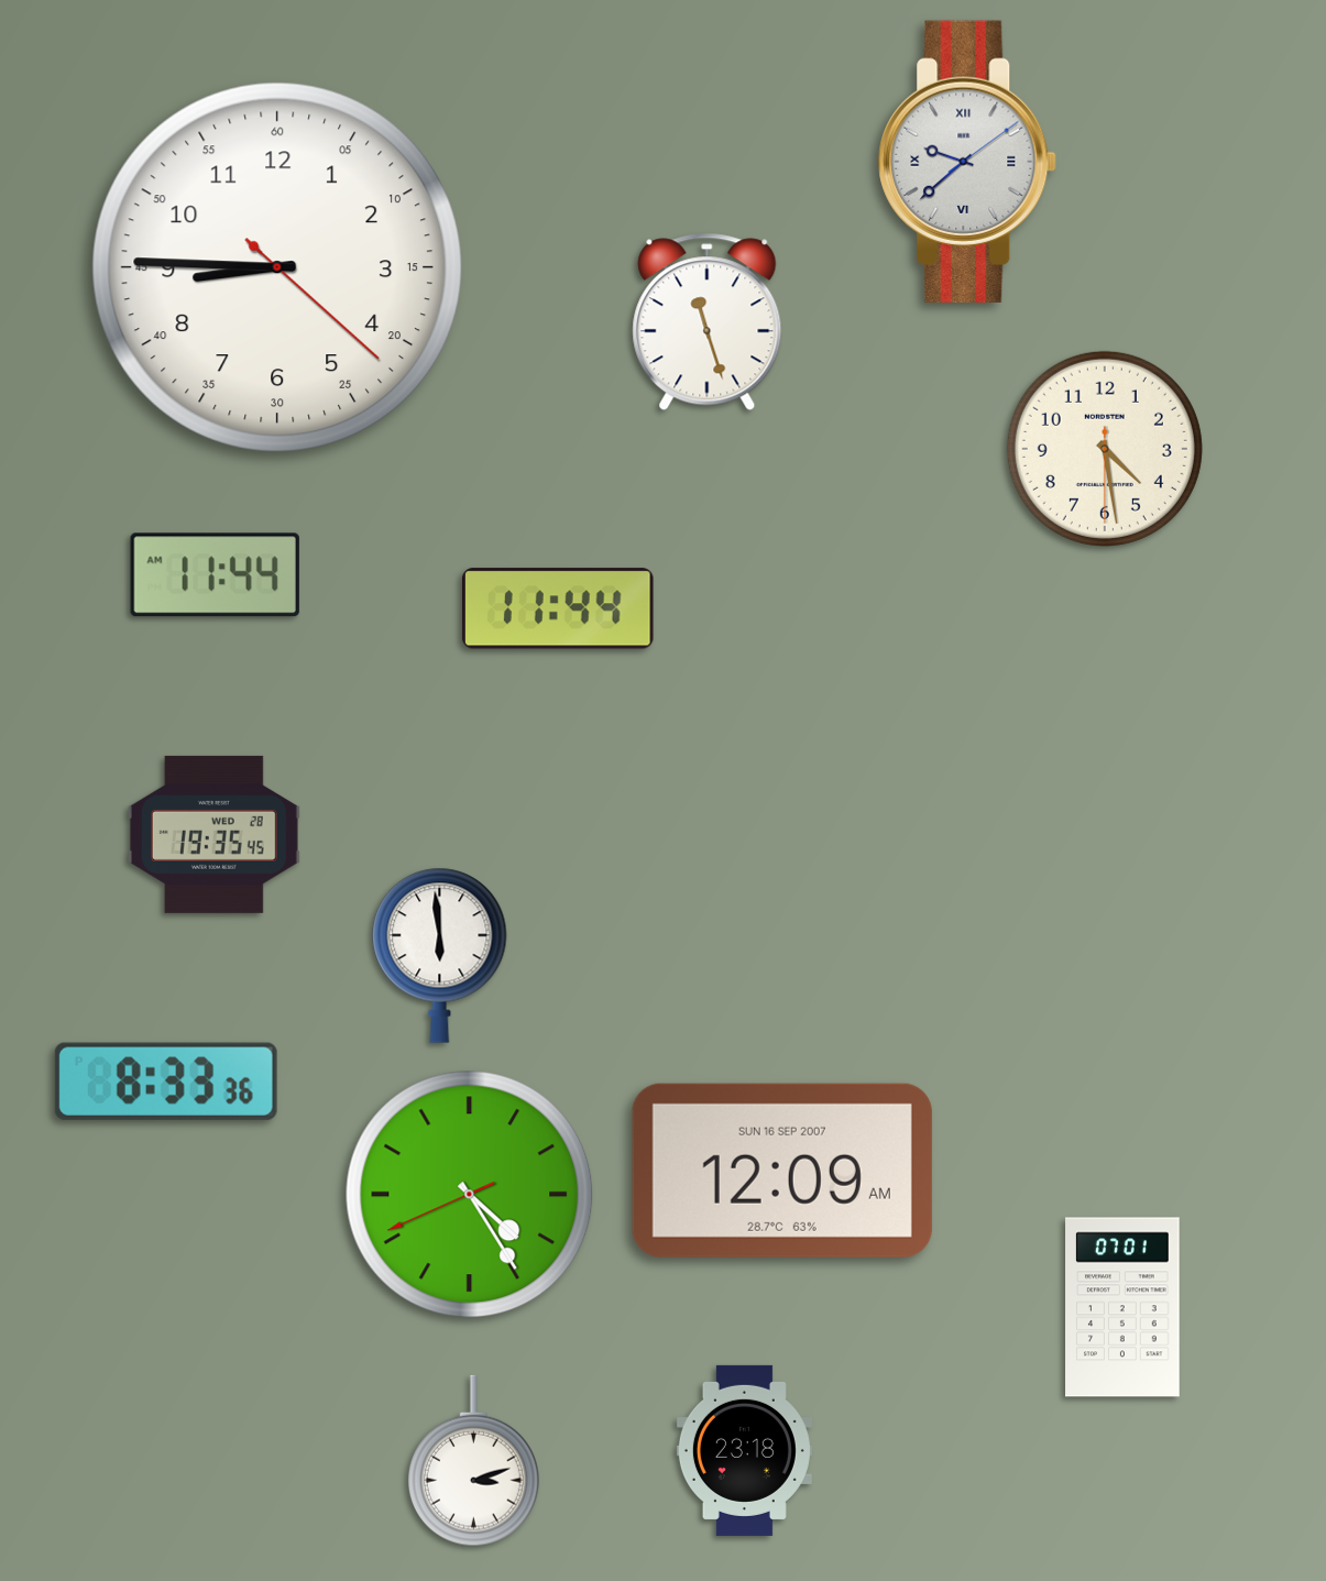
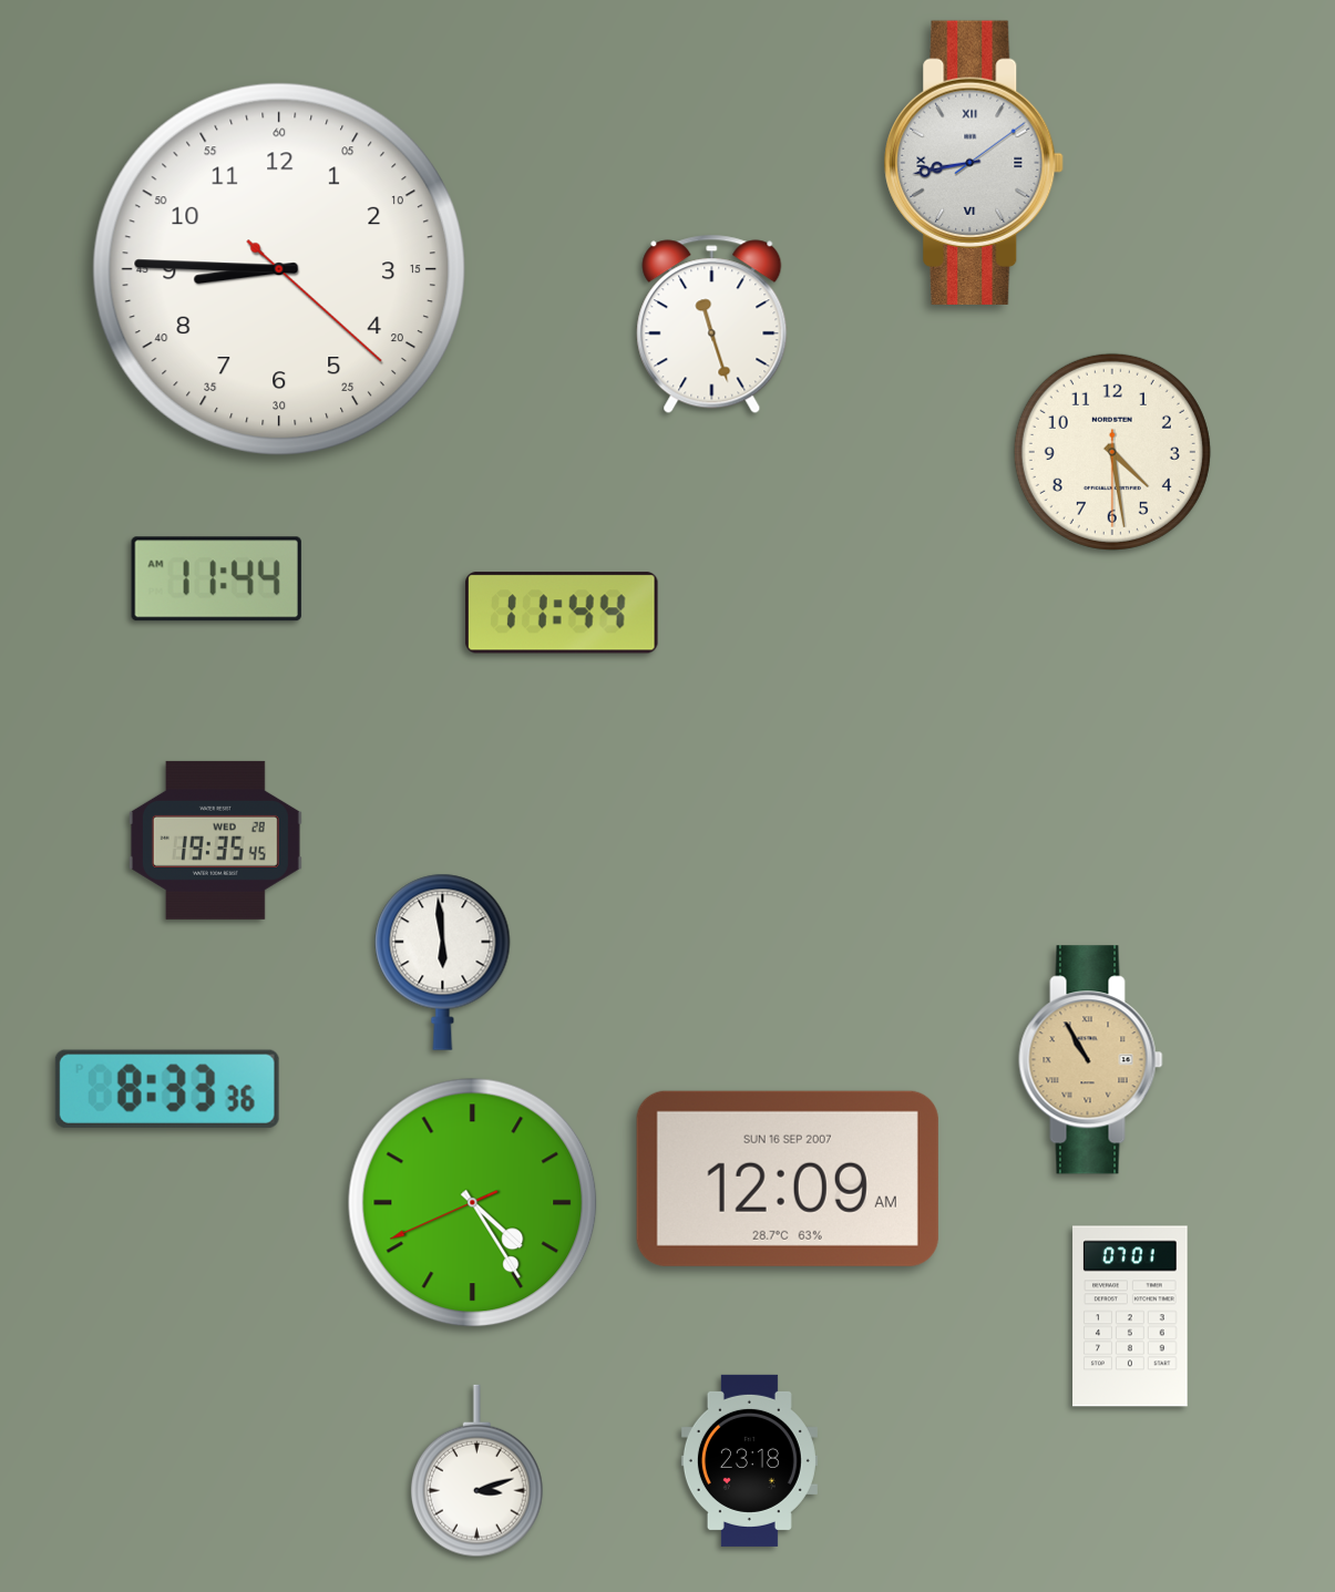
clock at (967, 162): 9:38 -> 8:43
clock at (1091, 1060): none -> 10:55
